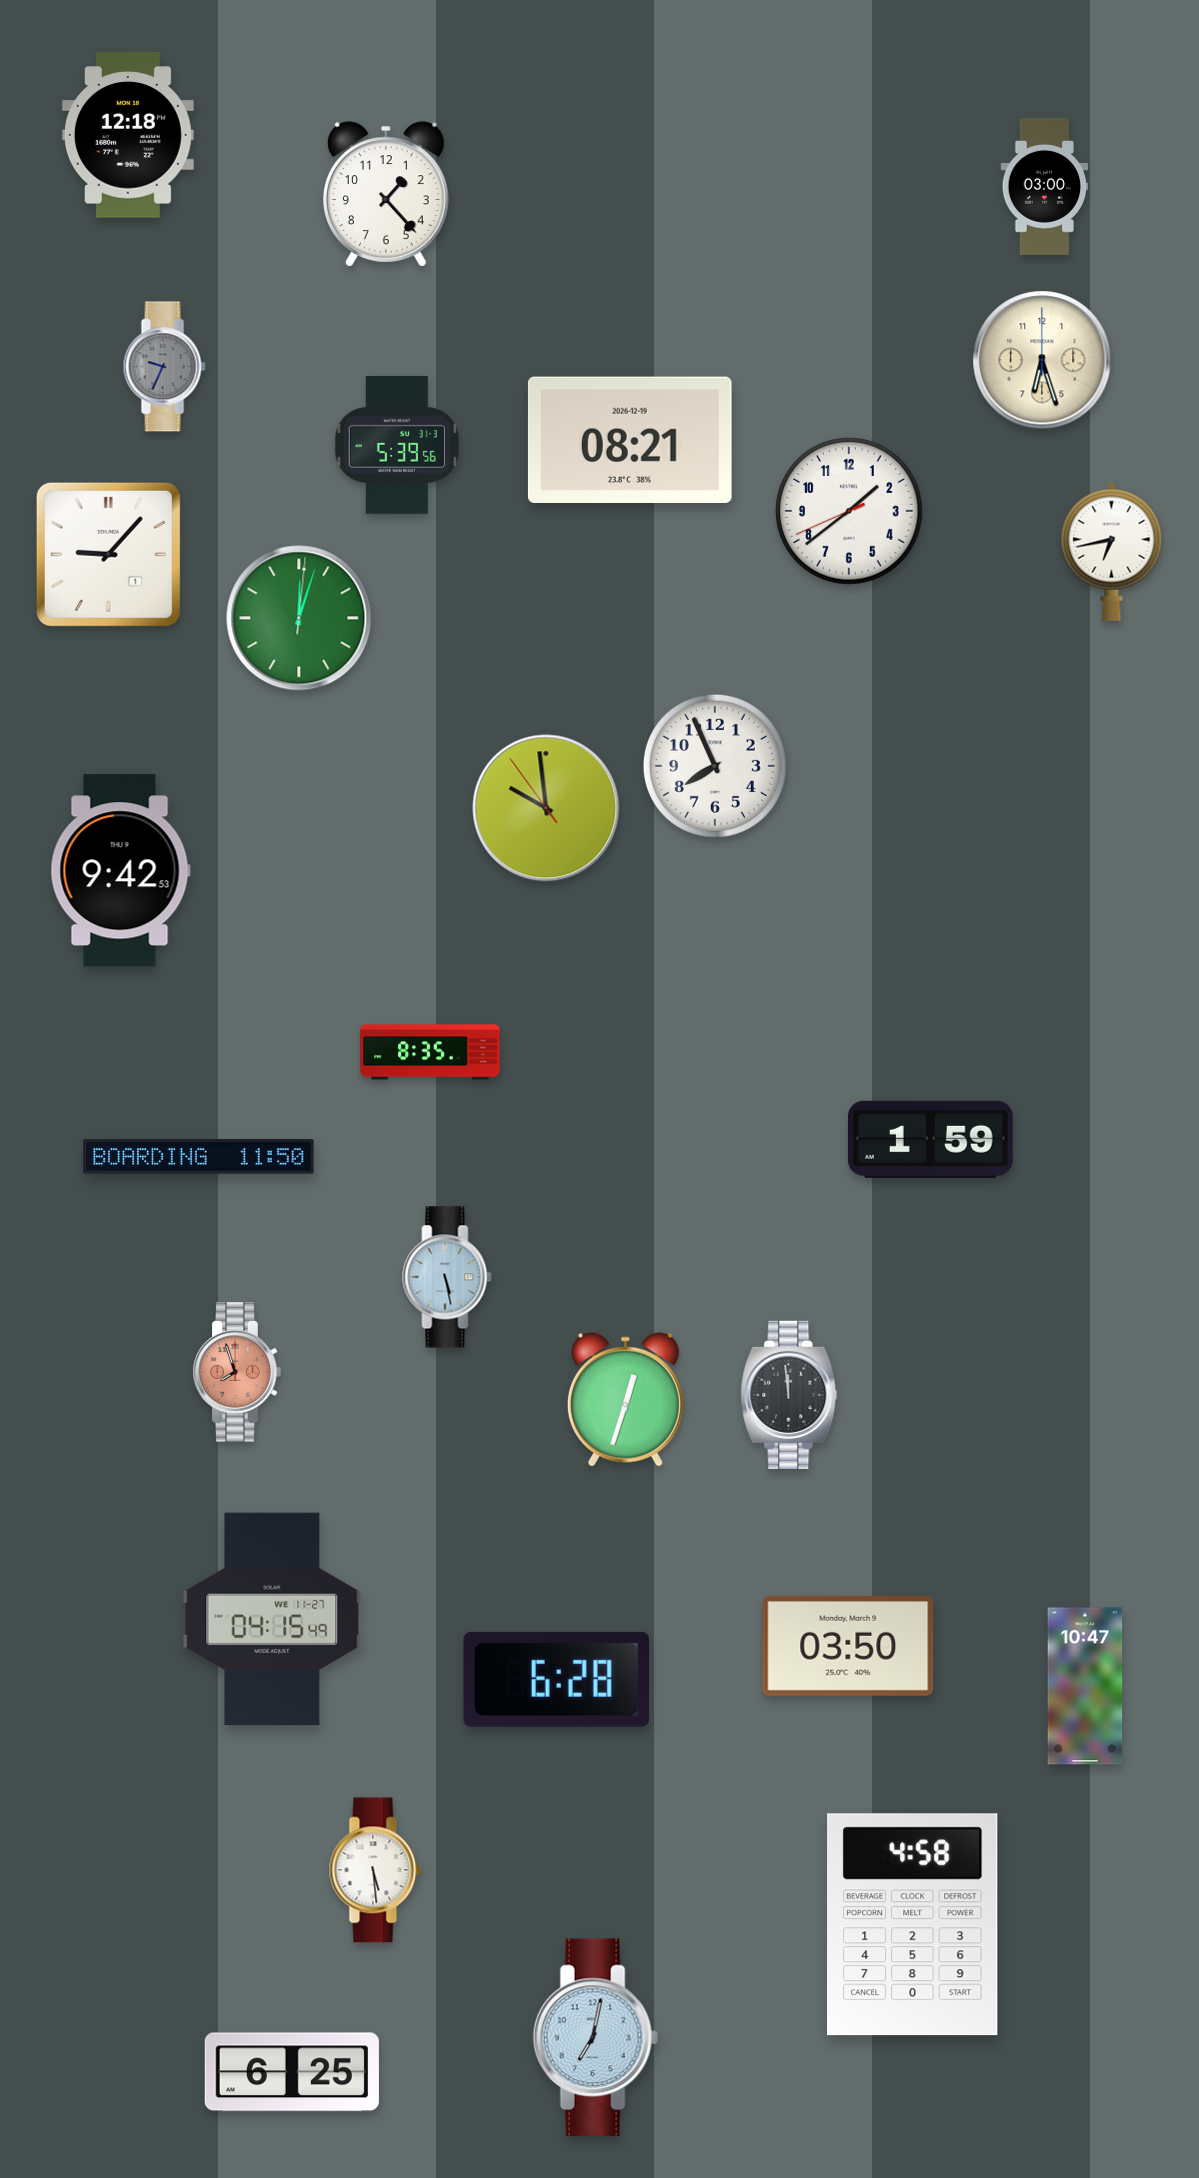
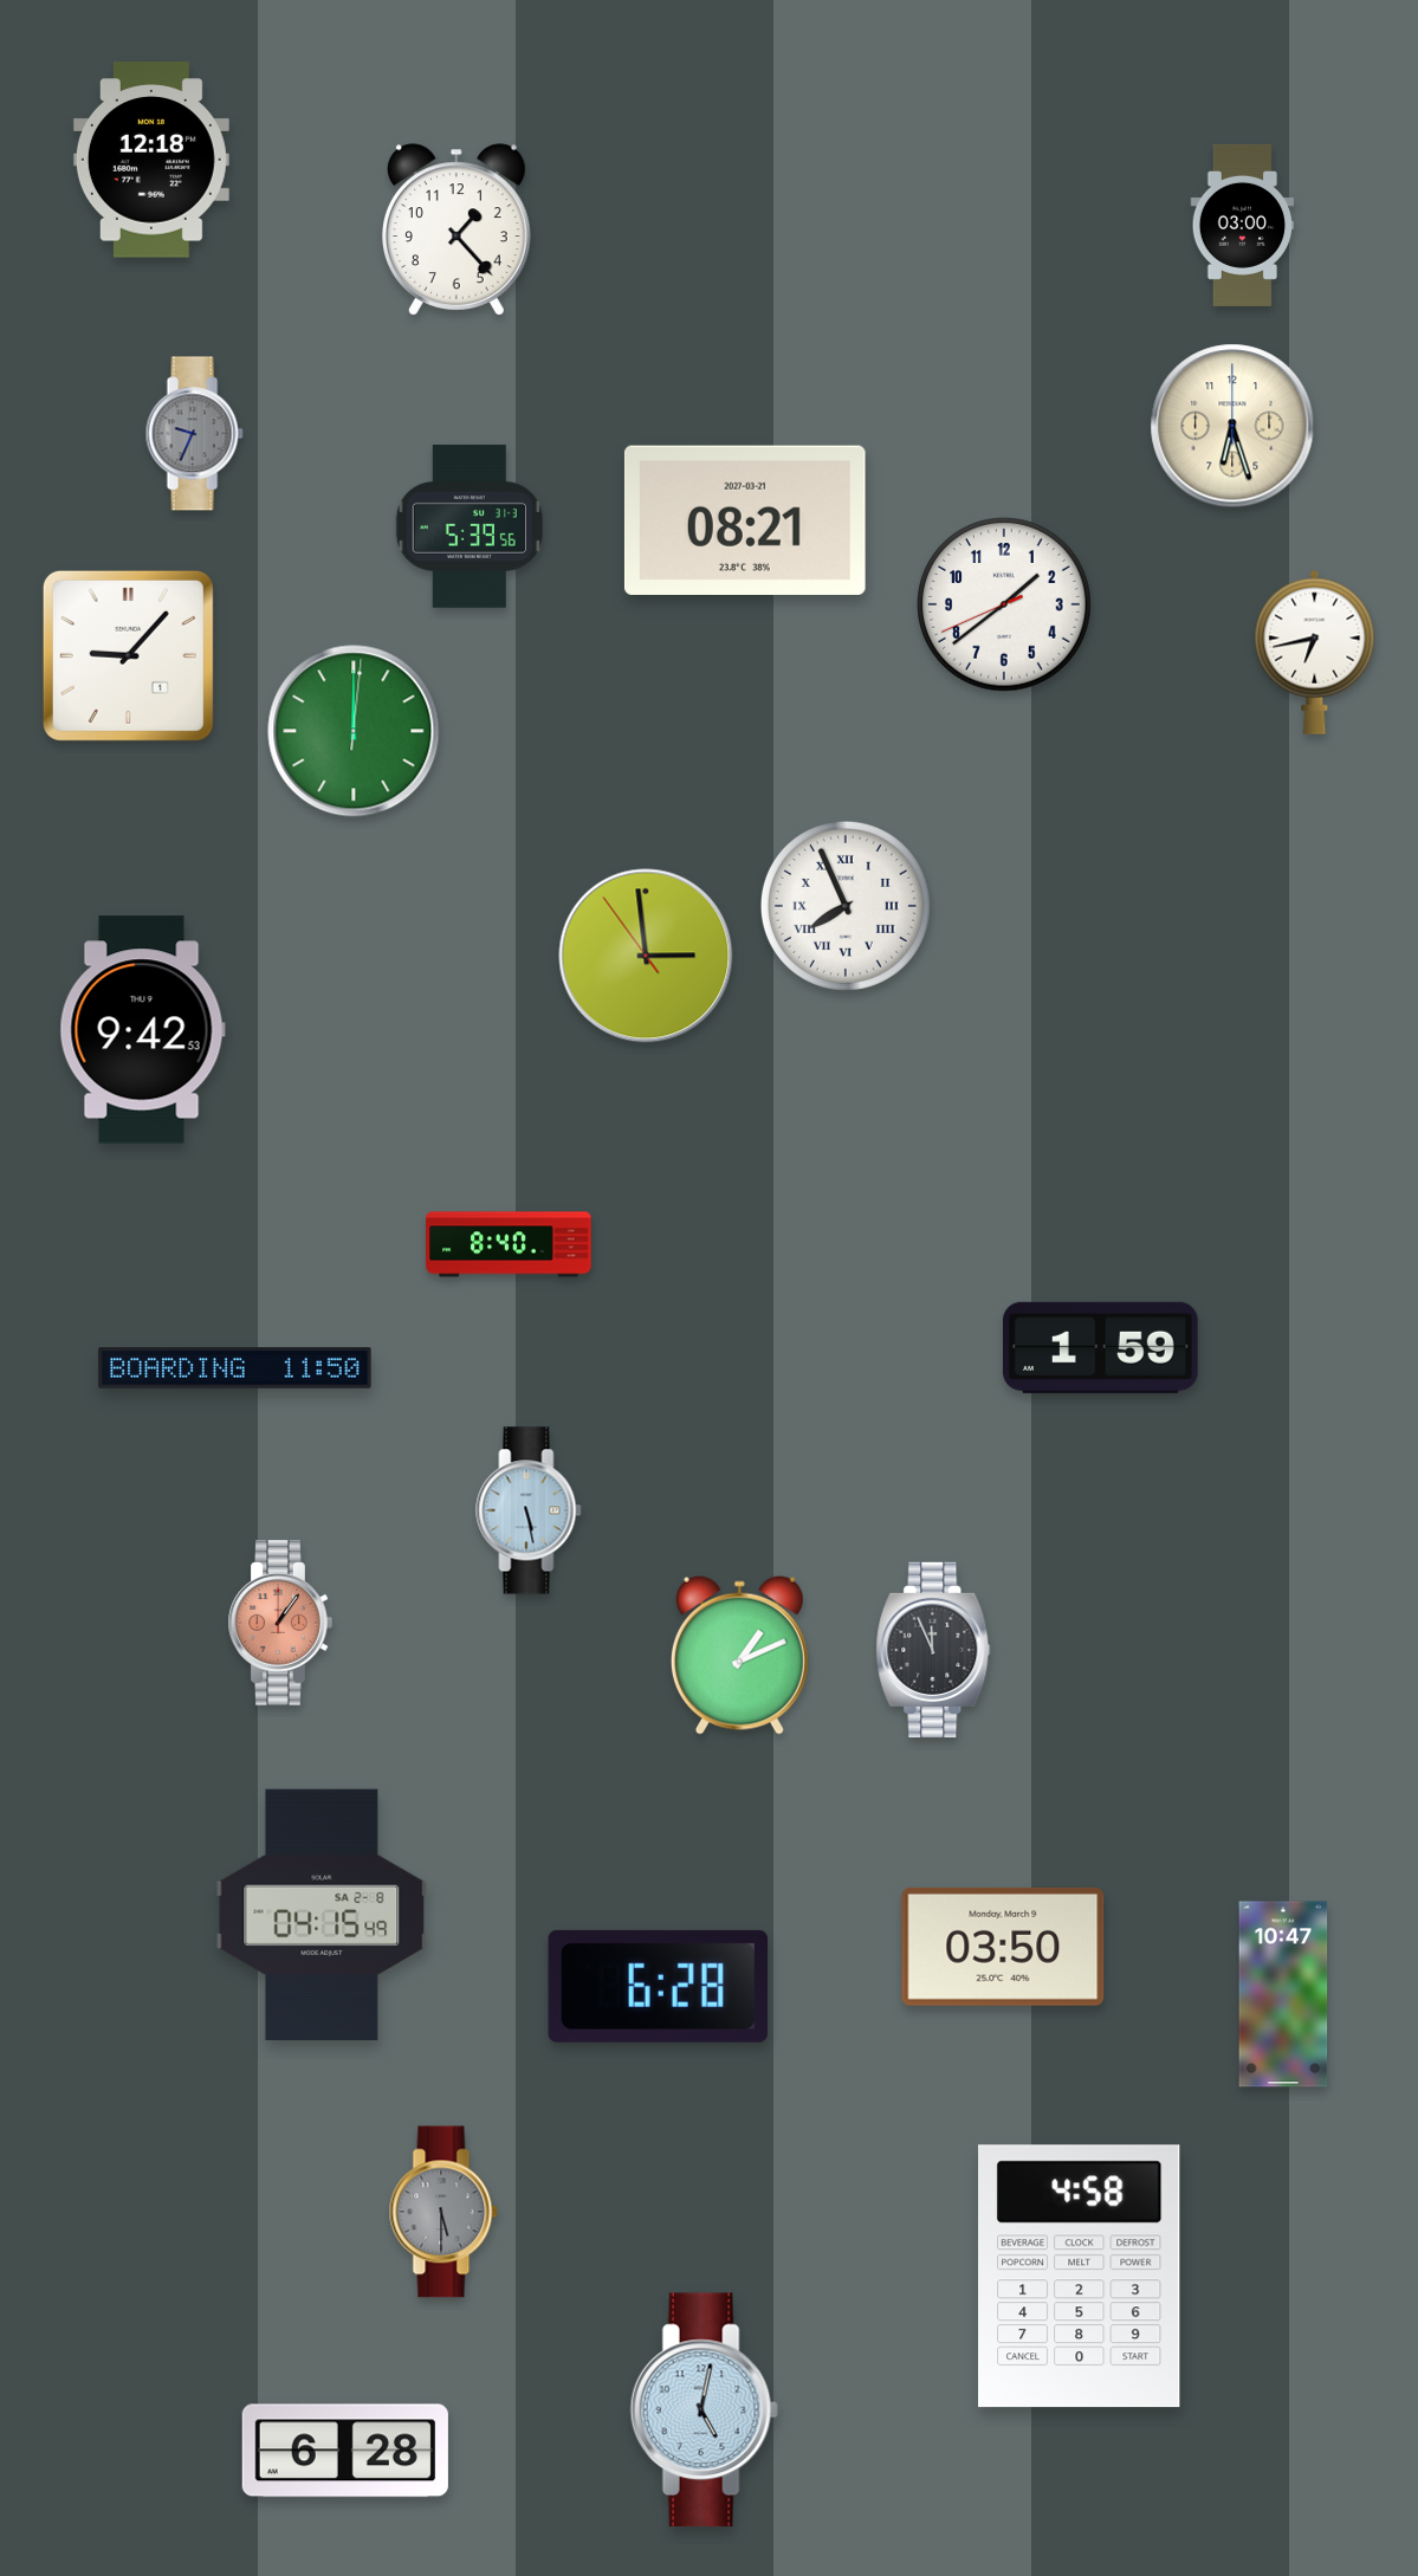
clock at (1045, 186) position: (1045, 186) -> (1243, 225)
clock at (630, 440) date: 2026-12-19 -> 2027-03-21
clock at (299, 618): 12:03 -> 12:00
clock at (715, 766) numerals: Arabic -> Roman
clock at (546, 808): 9:58 -> 2:58
clock at (430, 1052): 8:35 -> 8:40
clock at (237, 1372): 7:57 -> 1:06
clock at (789, 1395): 11:59 -> 11:56
clock at (625, 1399): 12:33 -> 1:11
clock at (272, 1619) date: WE 11-27 -> SA 2-8
clock at (375, 1870): 5:29 -> 5:30
clock at (375, 1870) dial: white -> grey
clock at (595, 2038): 7:02 -> 5:02
clock at (292, 2072): 6:25 -> 6:28
